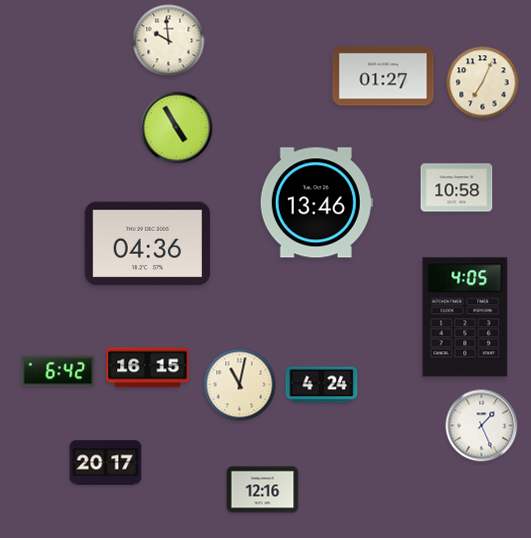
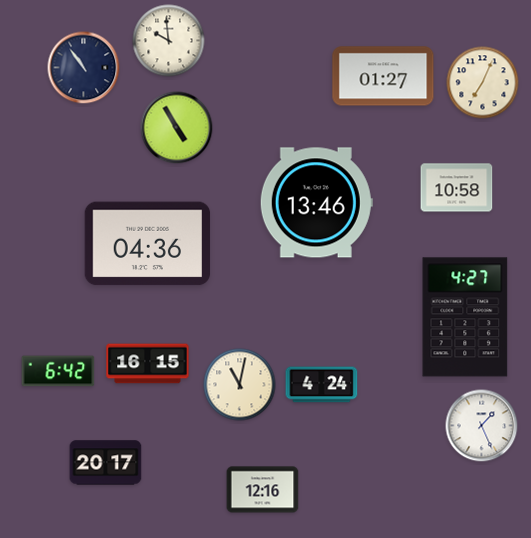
clock at (84, 68): none -> 10:54
clock at (465, 317): 4:05 -> 4:27
clock at (148, 368) position: (148, 368) -> (148, 364)
